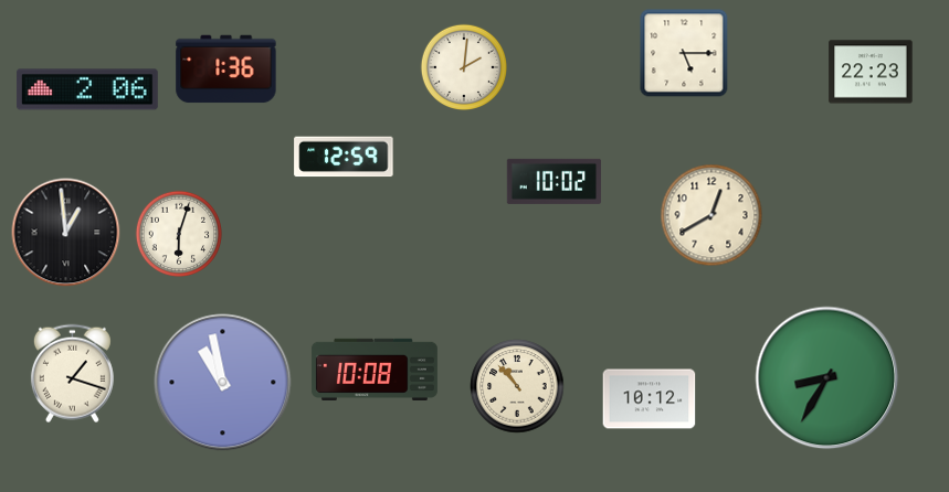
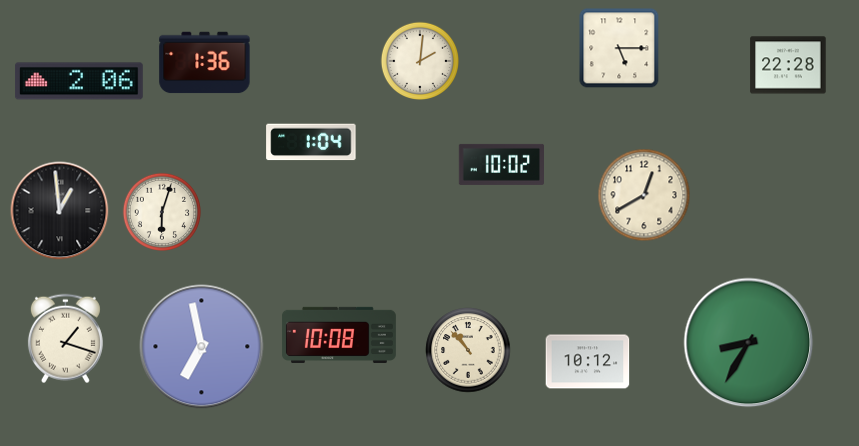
clock at (871, 72): 22:23 -> 22:28
clock at (344, 157): 12:59 -> 1:04
clock at (223, 383): 10:58 -> 6:58
